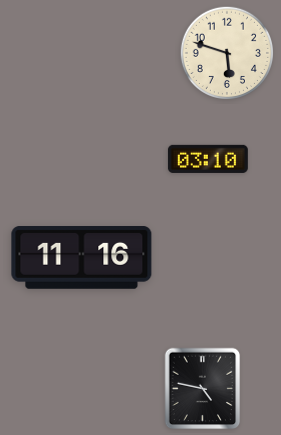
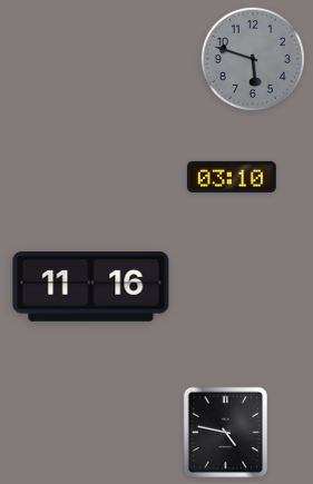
clock at (226, 52) dial: cream -> grey
